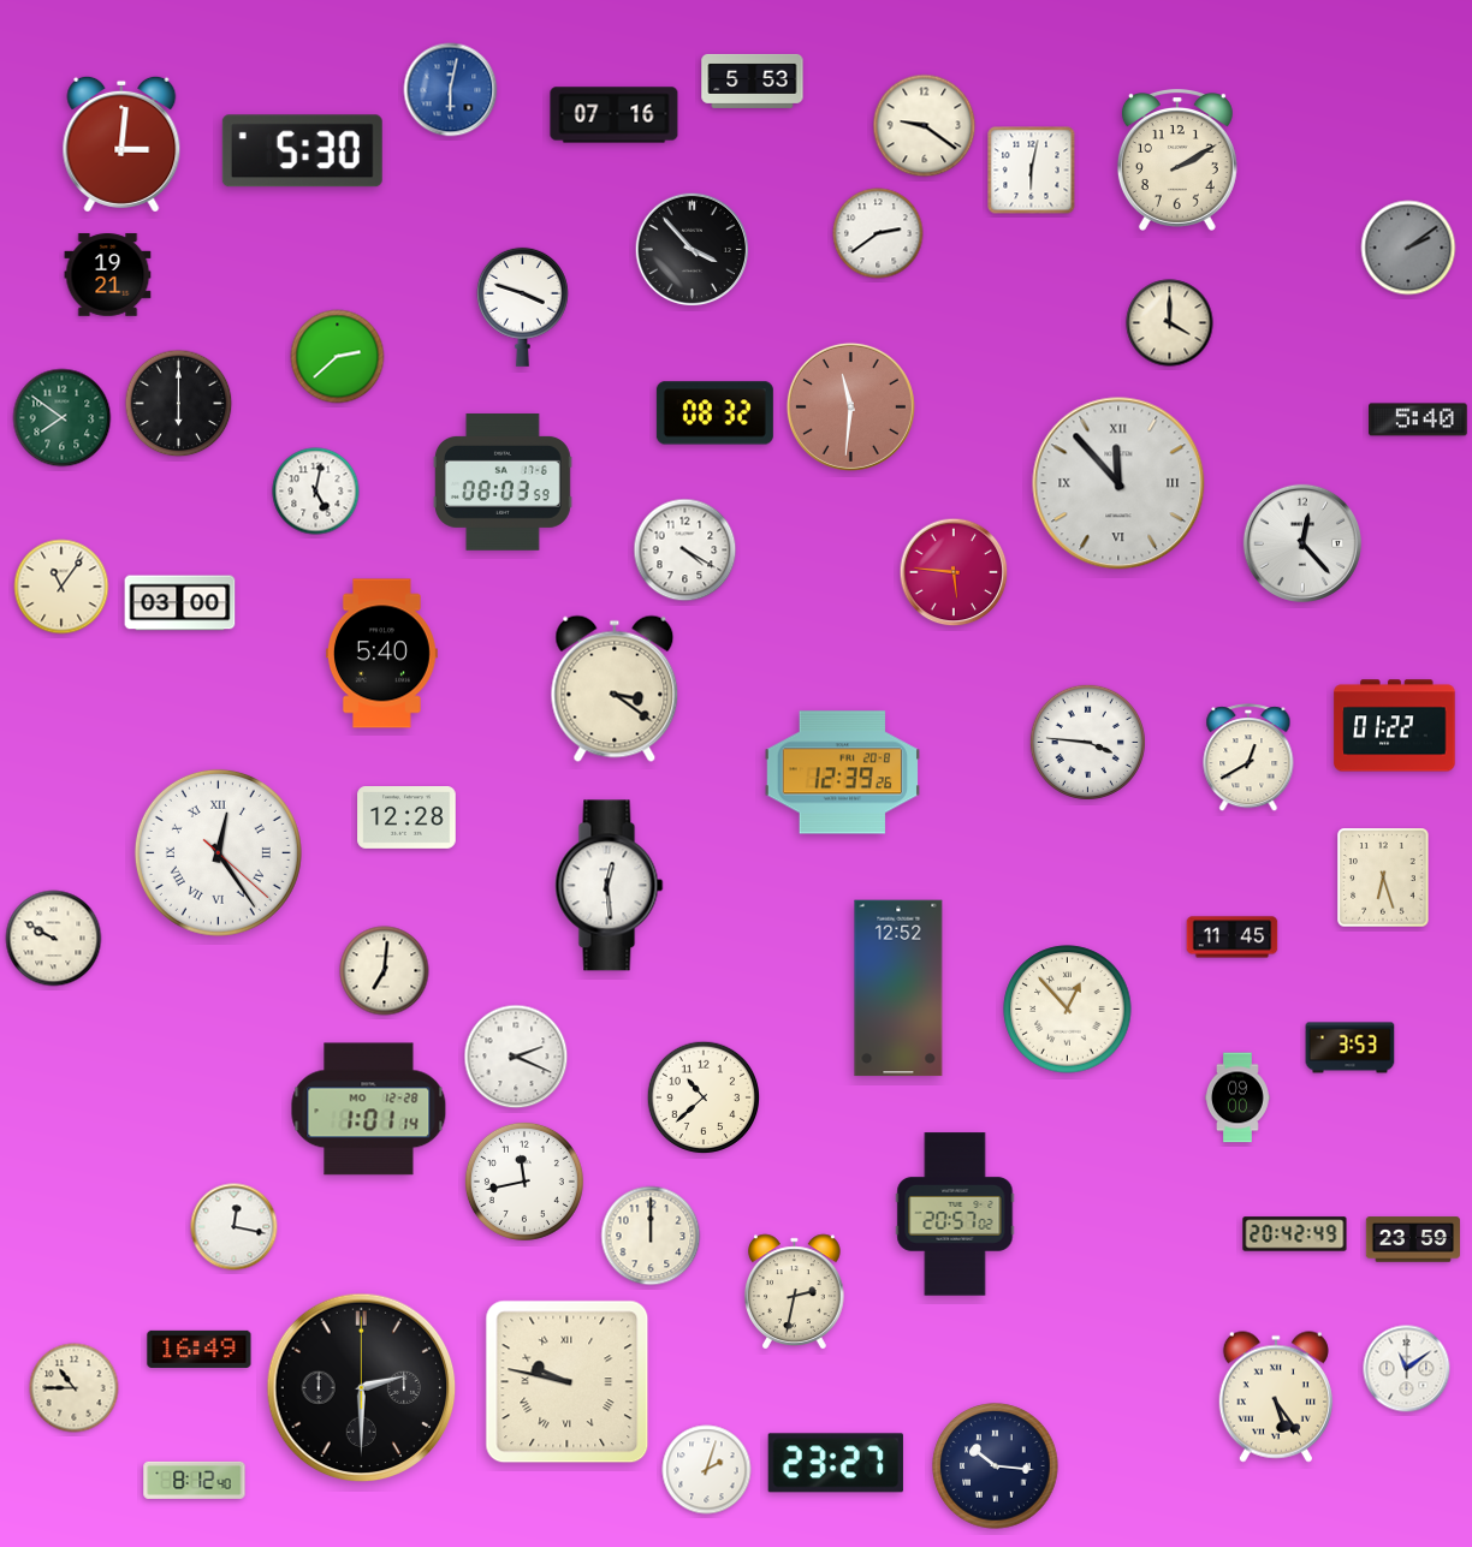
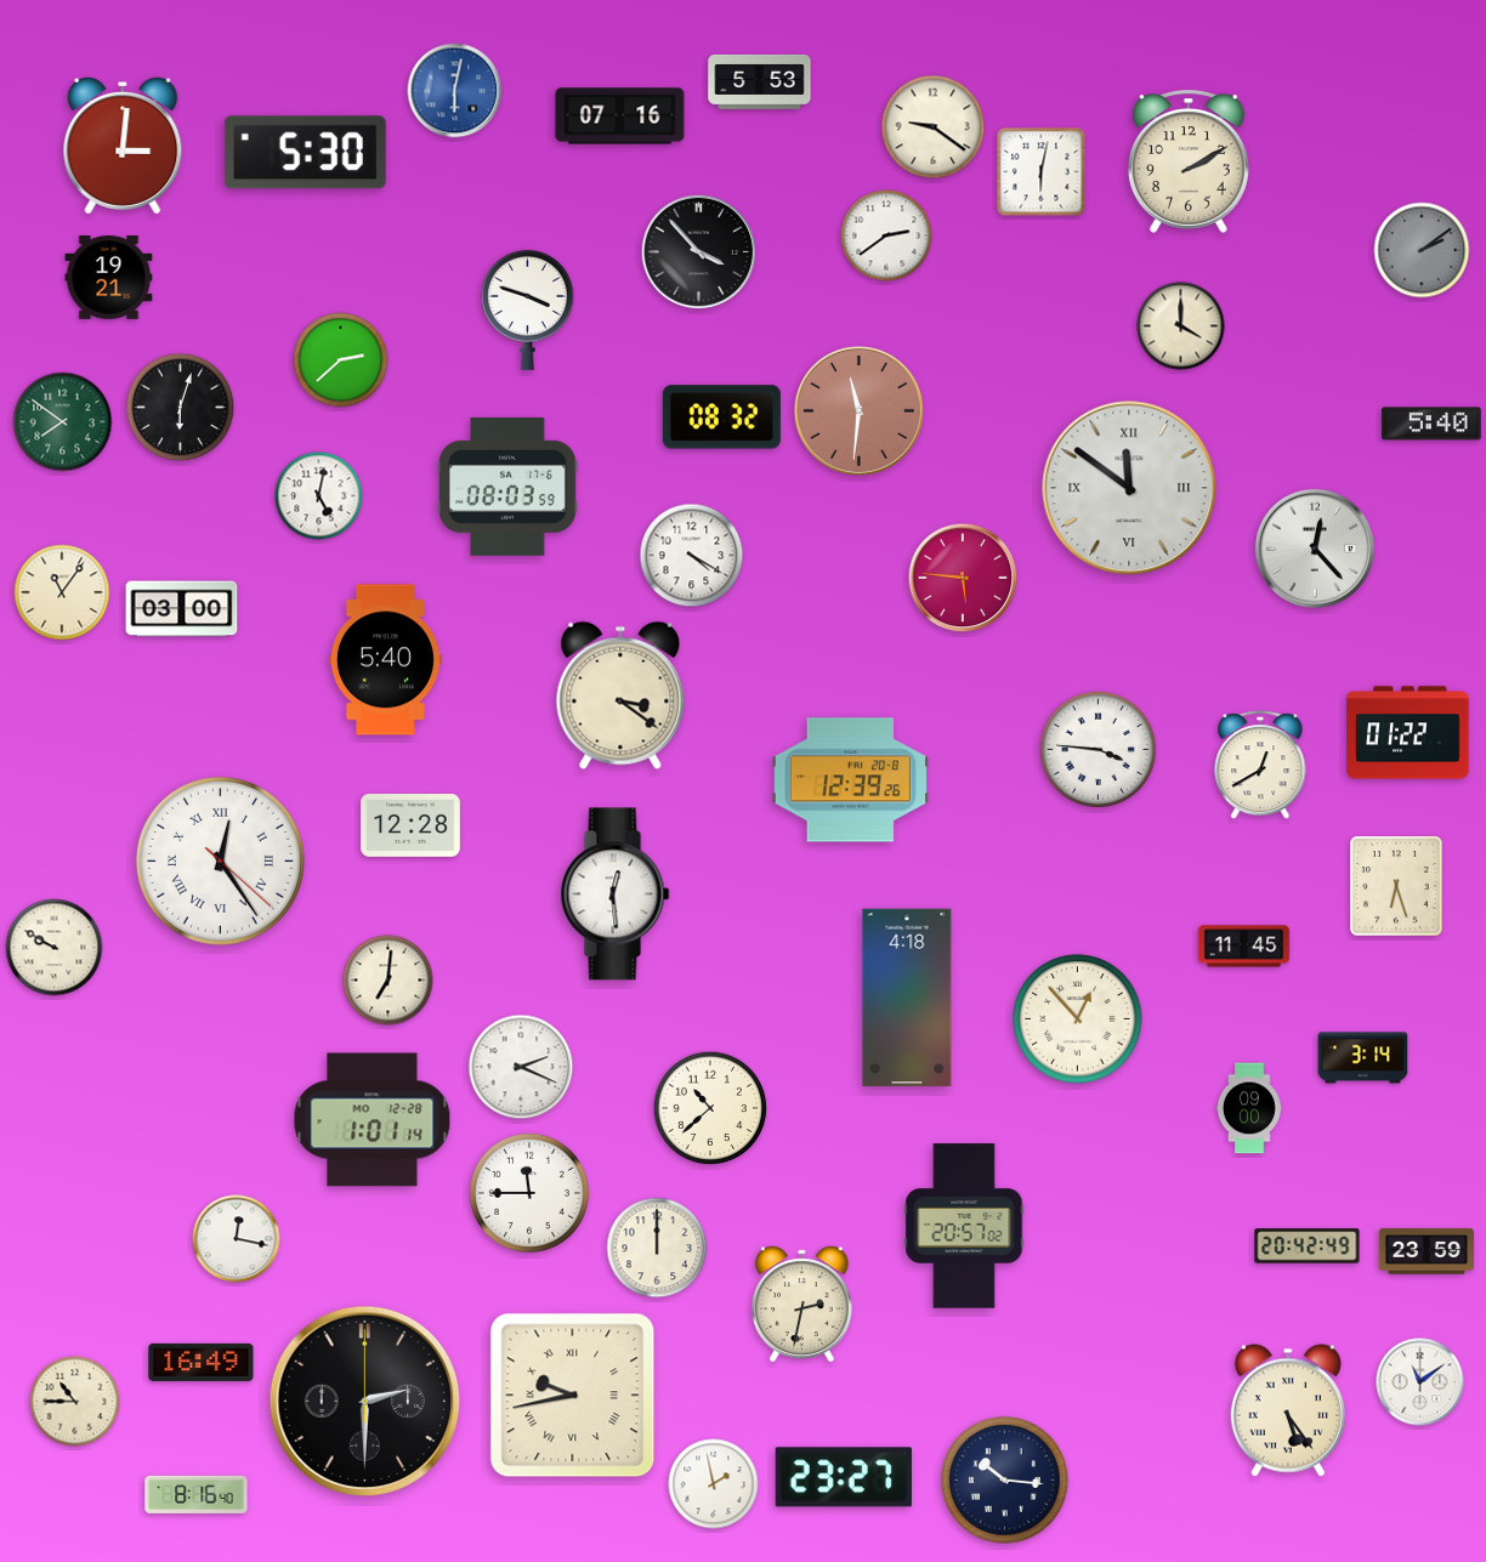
clock at (179, 404): 6:00 -> 6:03
clock at (1118, 483): 11:53 -> 11:51
clock at (898, 988): 12:52 -> 4:18
clock at (1351, 1048): 3:53 -> 3:14
clock at (524, 1182): 11:43 -> 11:45
clock at (568, 1382): 9:47 -> 9:43
clock at (707, 1470): 2:03 -> 1:58
clock at (195, 1480): 8:12 -> 8:16
